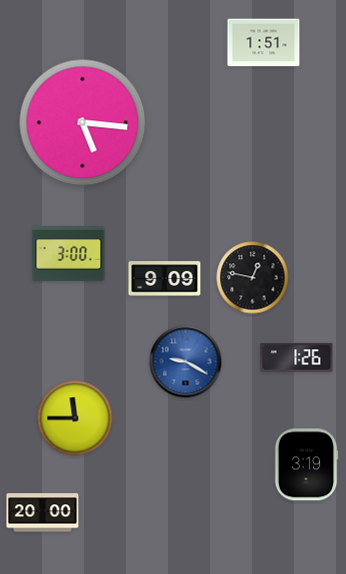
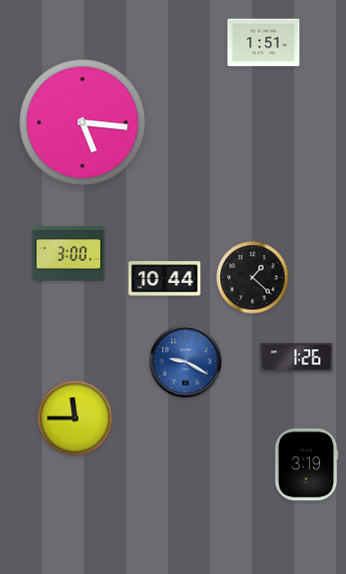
clock at (253, 278): 12:47 -> 1:22
clock at (165, 279): 9:09 -> 10:44
clock at (43, 513): 20:00 -> none
